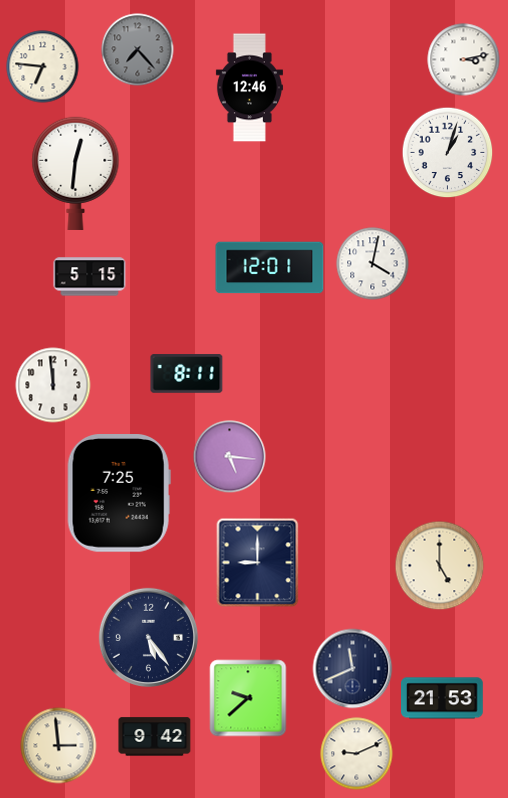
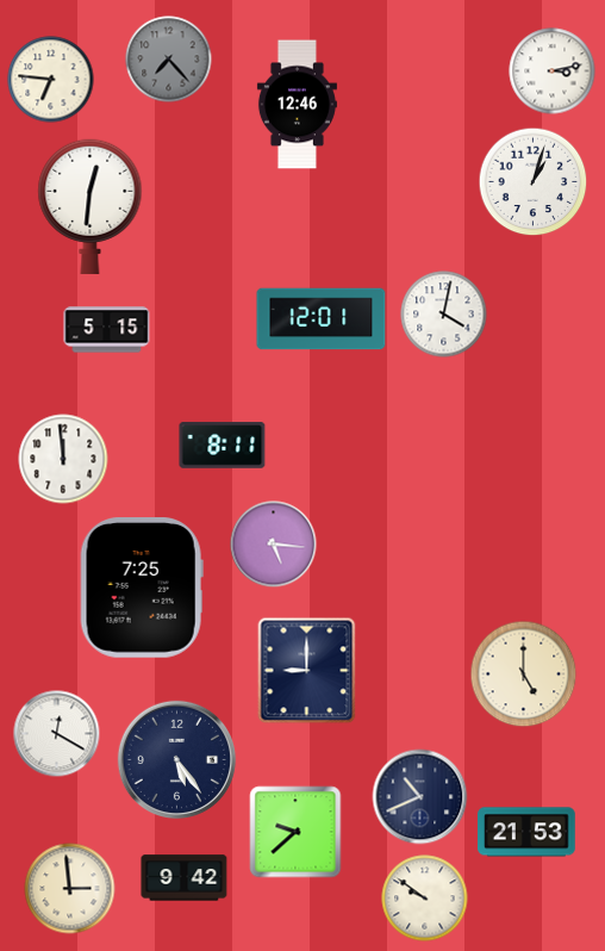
clock at (138, 50) position: (138, 50) -> (169, 60)
clock at (57, 734): none -> 12:20
clock at (353, 669): 11:41 -> 10:41
clock at (357, 754): 9:11 -> 9:51
